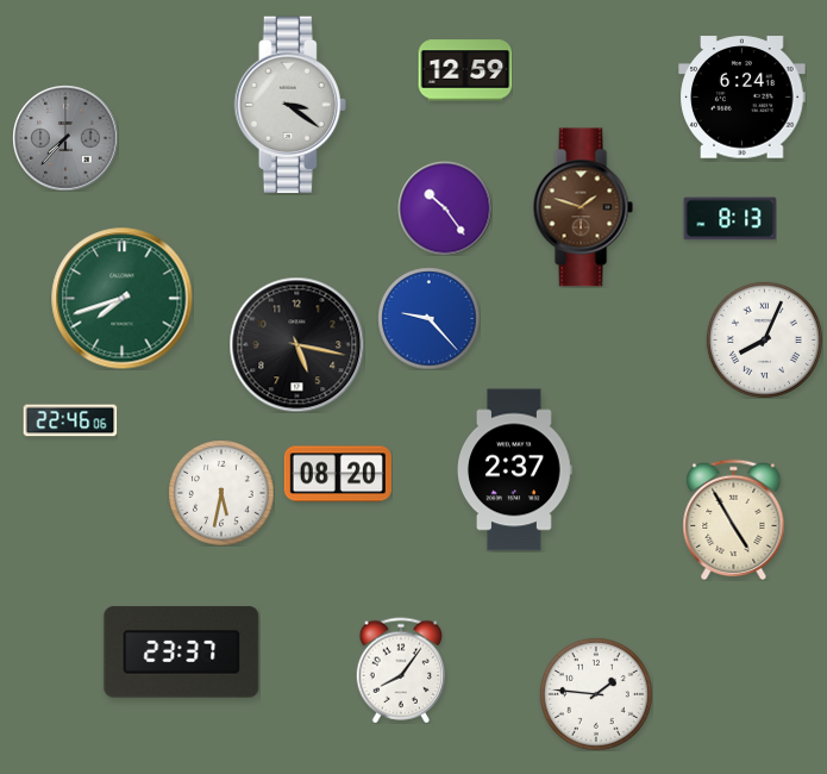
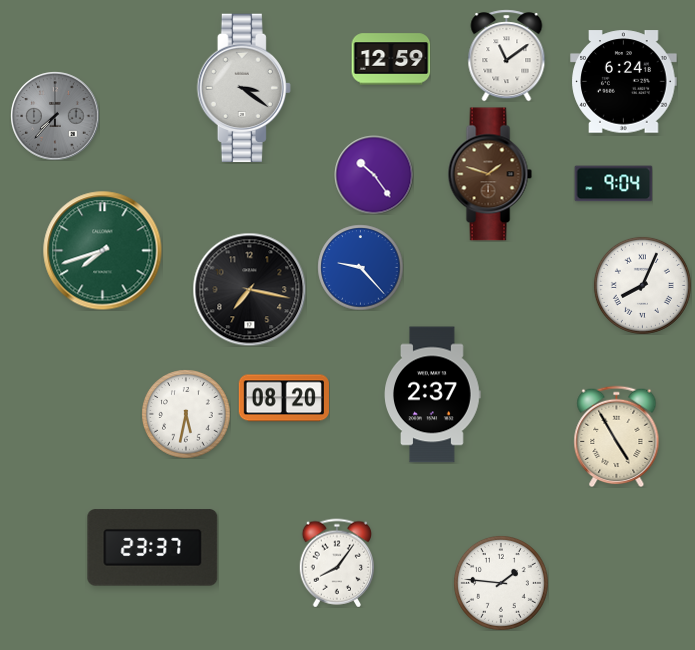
clock at (507, 55): none -> 11:09
clock at (729, 219): 8:13 -> 9:04
clock at (296, 344): 5:17 -> 7:17
clock at (70, 420): 22:46 -> none
